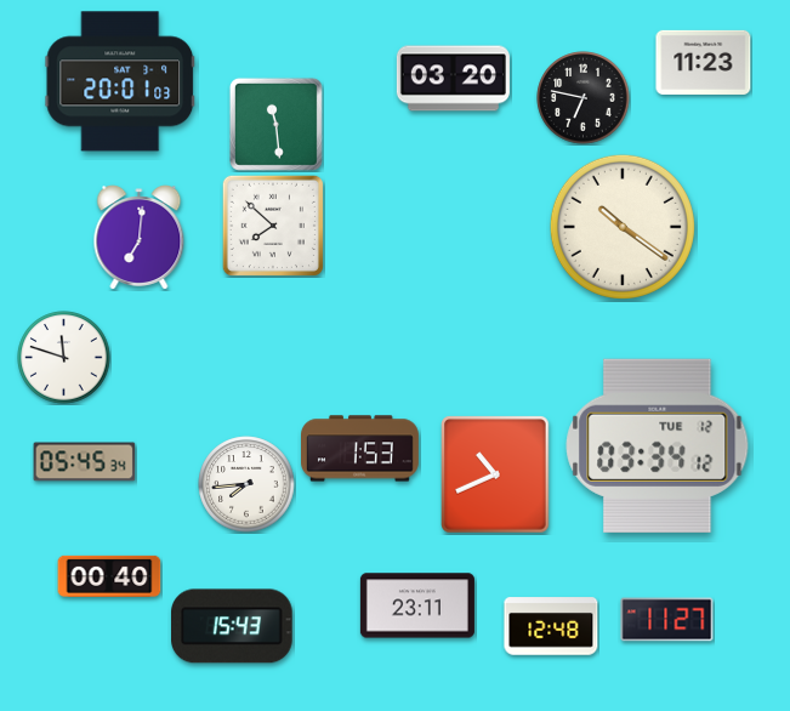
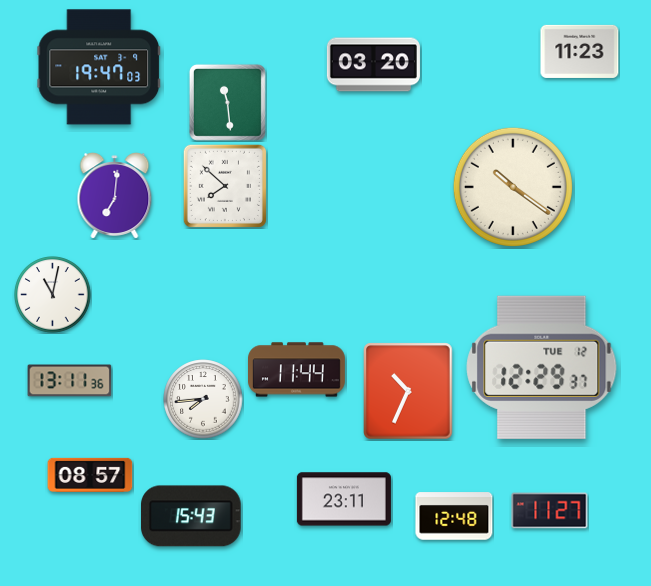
clock at (120, 81): 20:01 -> 19:47
clock at (584, 98): 6:47 -> none
clock at (64, 358): 11:48 -> 11:02
clock at (658, 445): 03:34 -> 12:29
clock at (360, 449): 1:53 -> 11:44
clock at (85, 462): 05:45 -> 13:11
clock at (495, 474): 10:41 -> 10:34
clock at (109, 576): 00:40 -> 08:57
